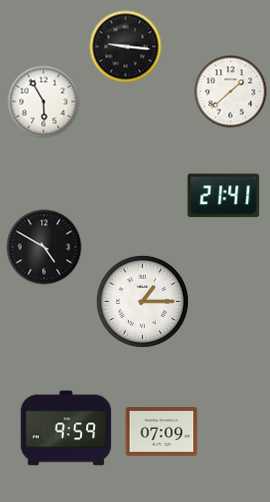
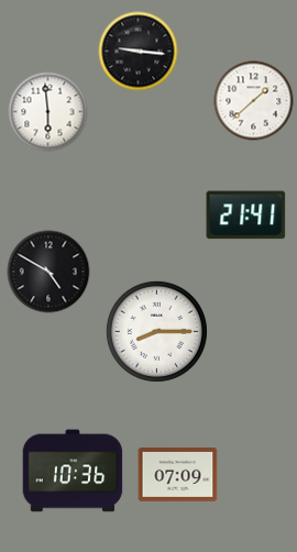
clock at (44, 102): 5:55 -> 5:59
clock at (142, 301): 1:15 -> 8:15
clock at (66, 428): 9:59 -> 10:36
